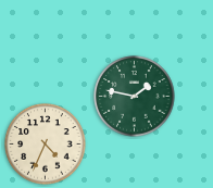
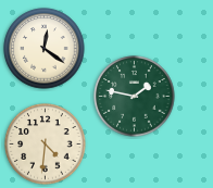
clock at (45, 49): none -> 12:21
clock at (46, 145): 4:34 -> 4:31
